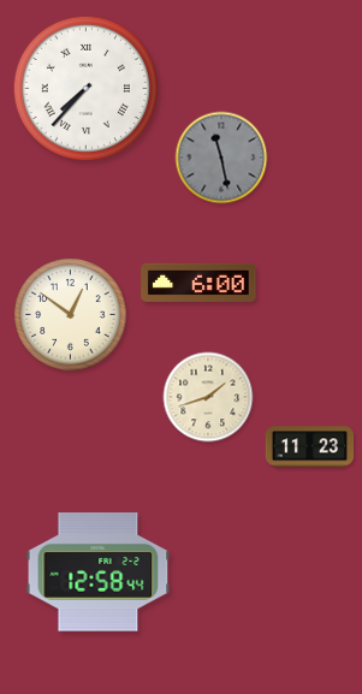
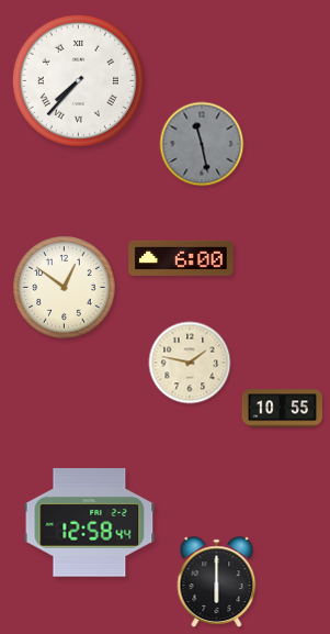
clock at (208, 397): 1:42 -> 1:47
clock at (310, 447): 11:23 -> 10:55
clock at (217, 582): none -> 6:00
